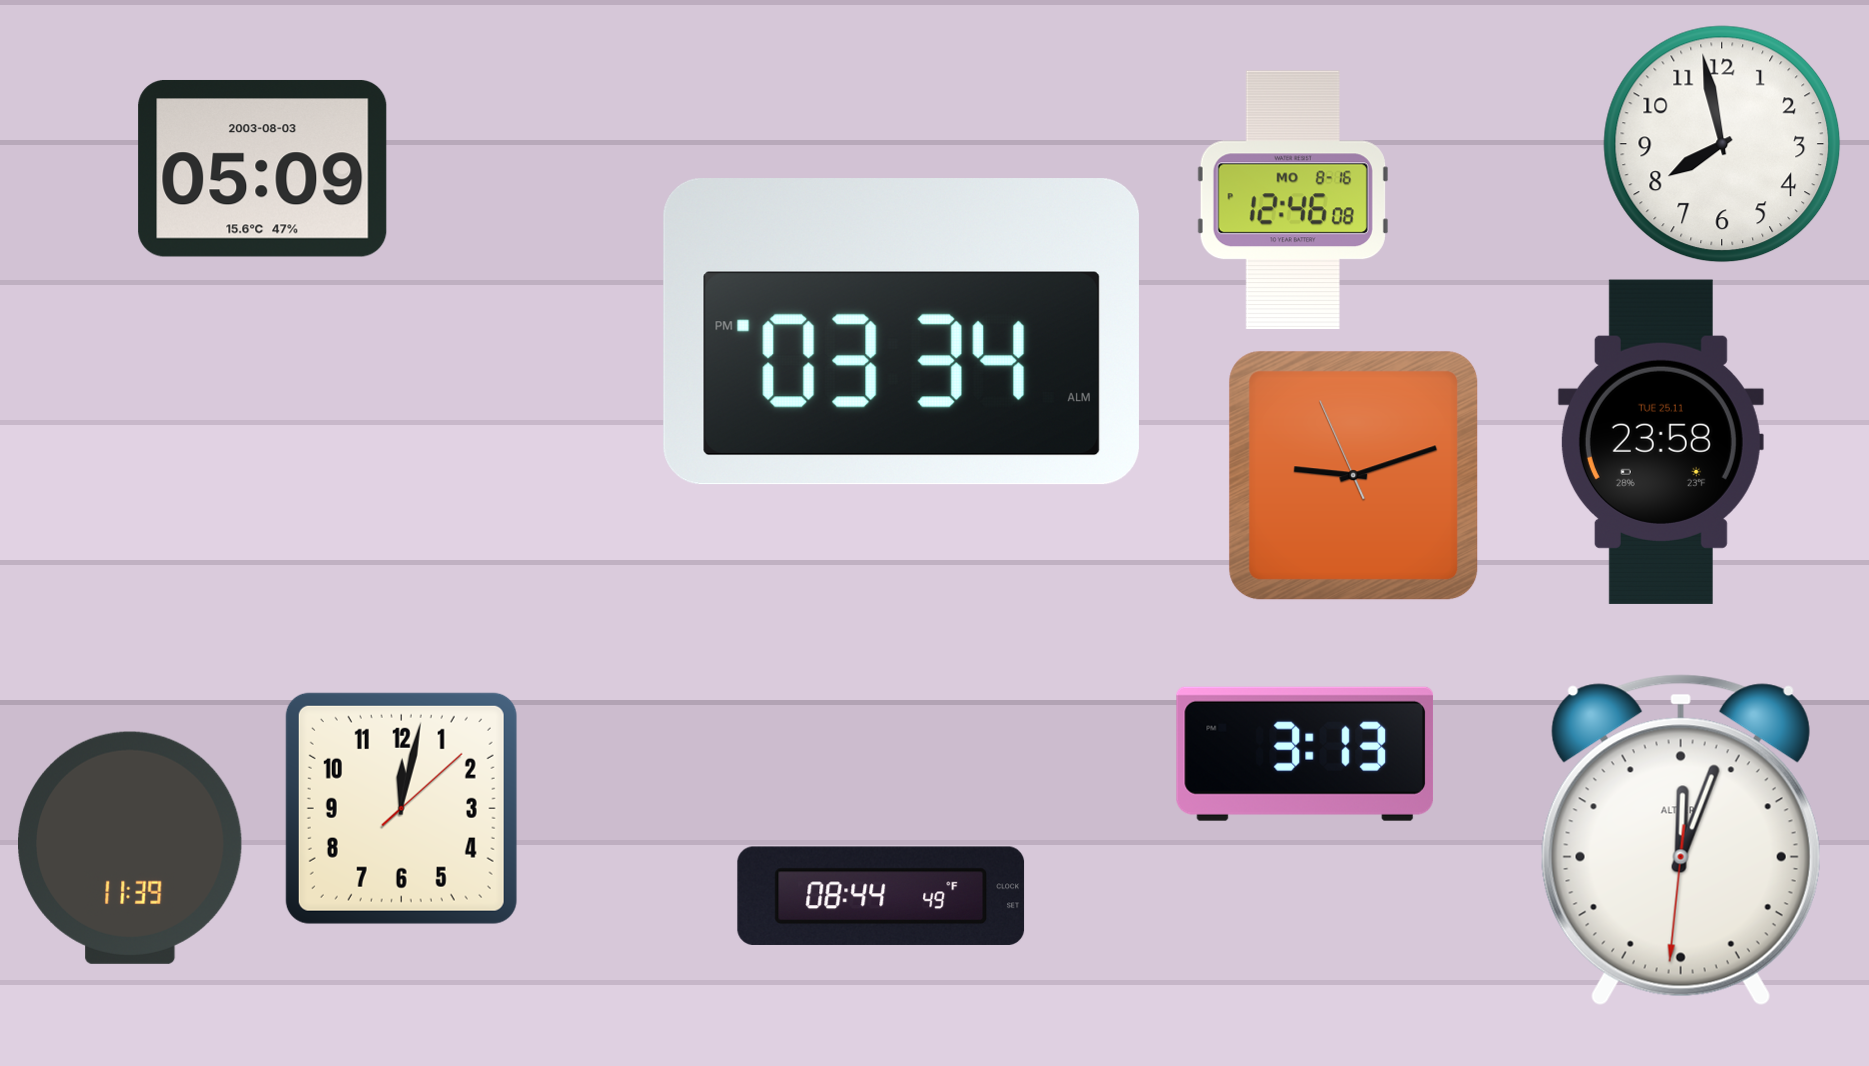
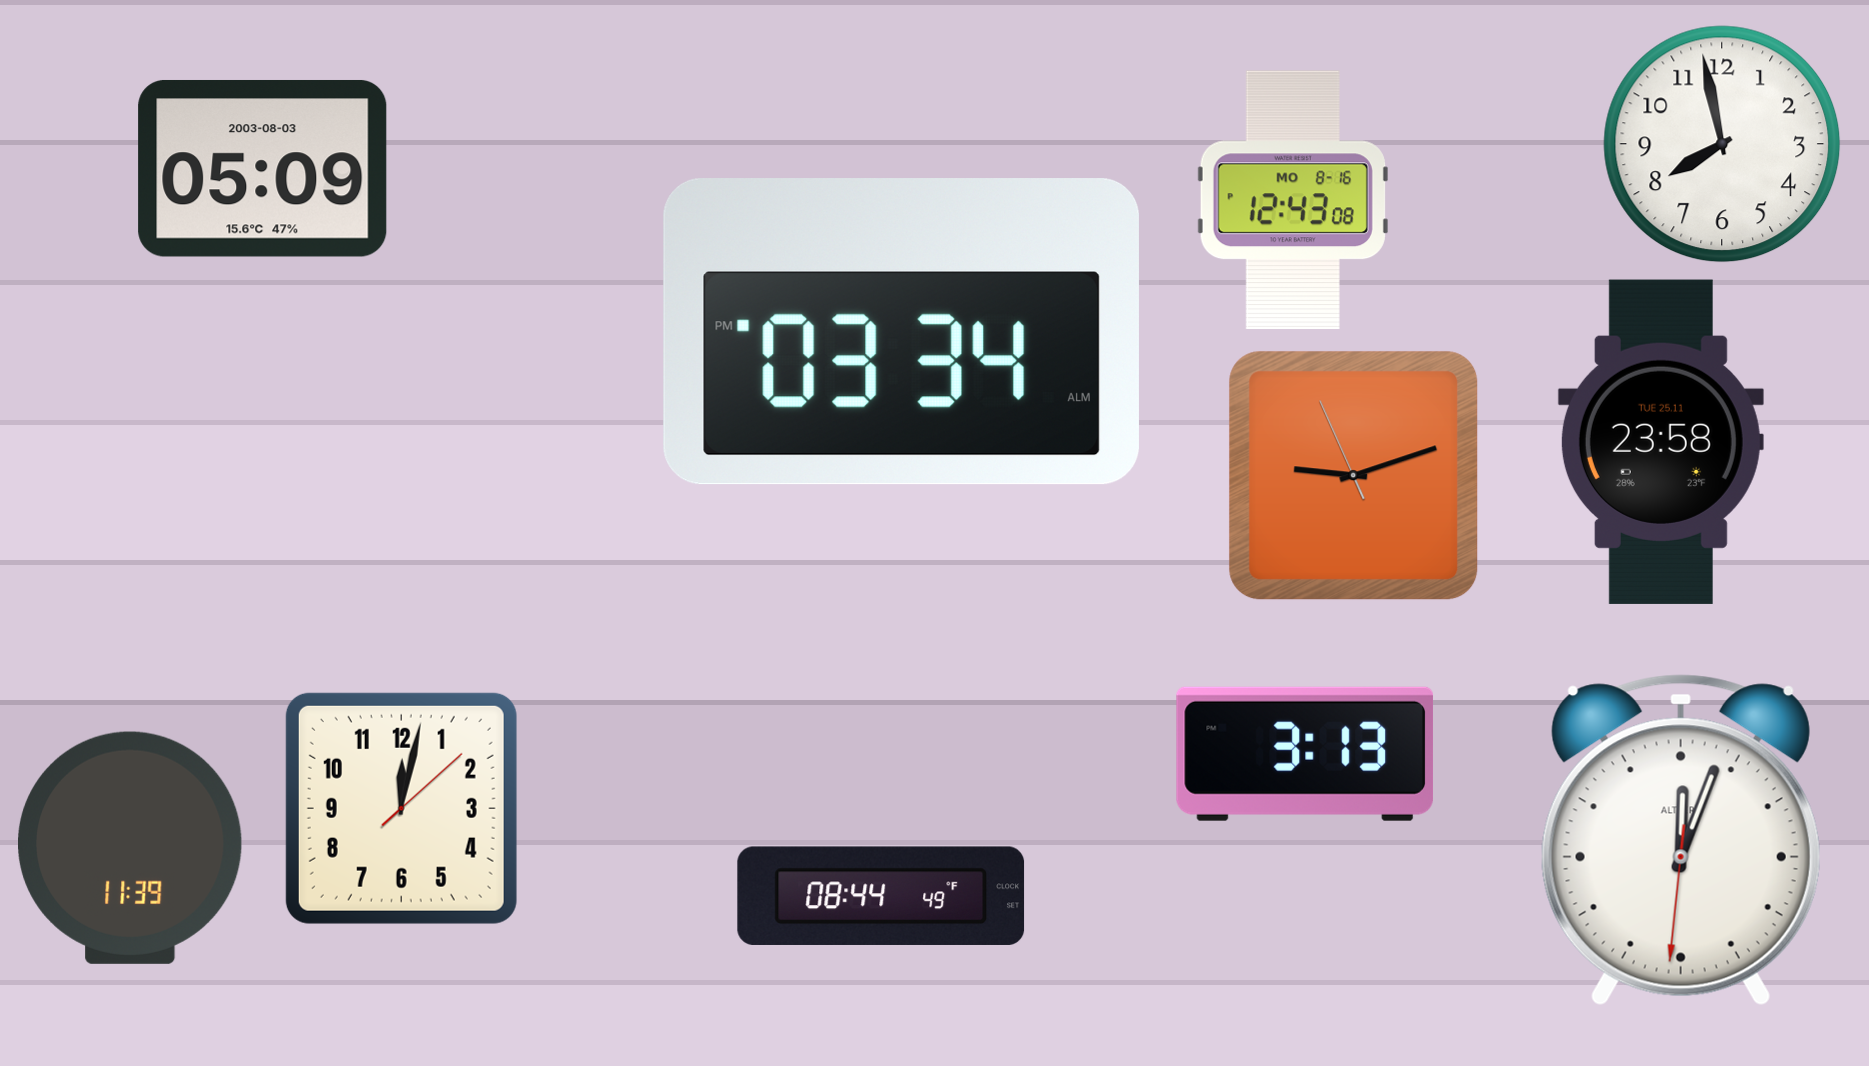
clock at (1293, 199): 12:46 -> 12:43
